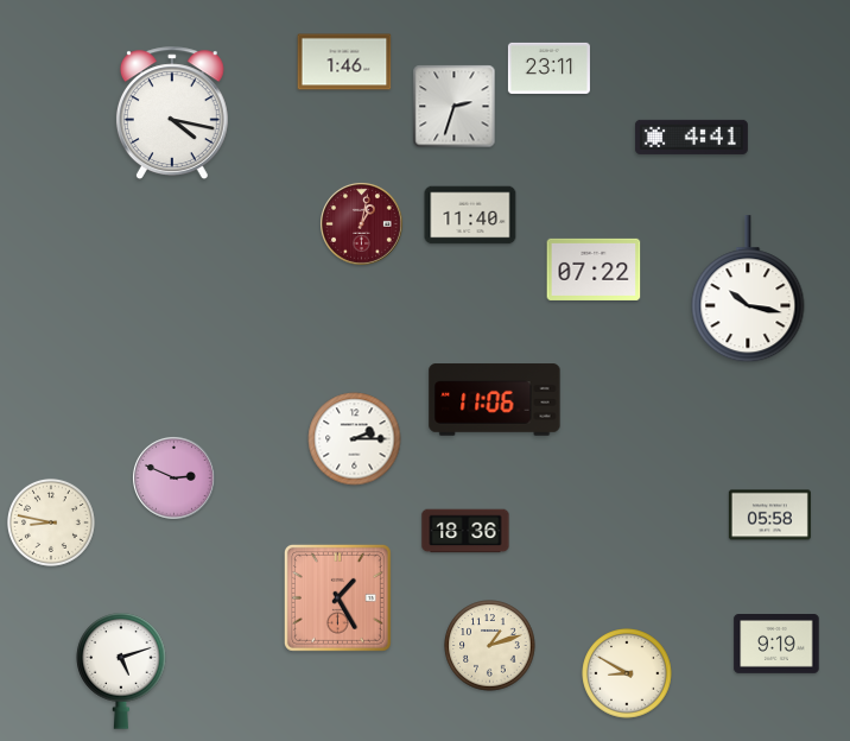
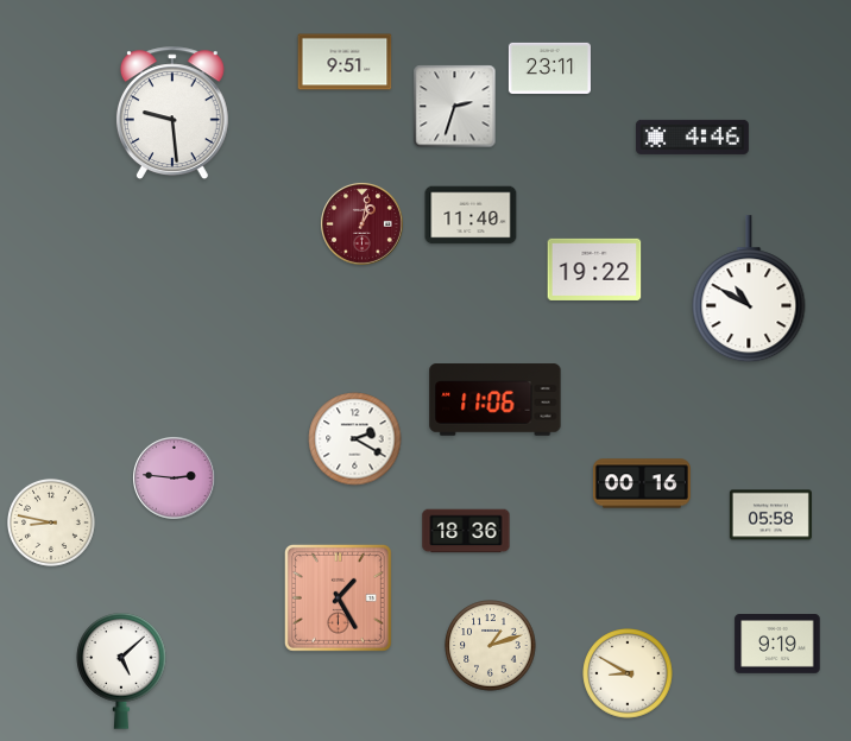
clock at (344, 62): 1:46 -> 9:51
clock at (172, 113): 4:17 -> 9:29
clock at (691, 137): 4:41 -> 4:46
clock at (594, 270): 07:22 -> 19:22
clock at (748, 290): 10:17 -> 10:50
clock at (355, 439): 2:15 -> 2:20
clock at (175, 479): 2:49 -> 2:46
clock at (642, 483): none -> 00:16
clock at (121, 671): 5:12 -> 5:08
